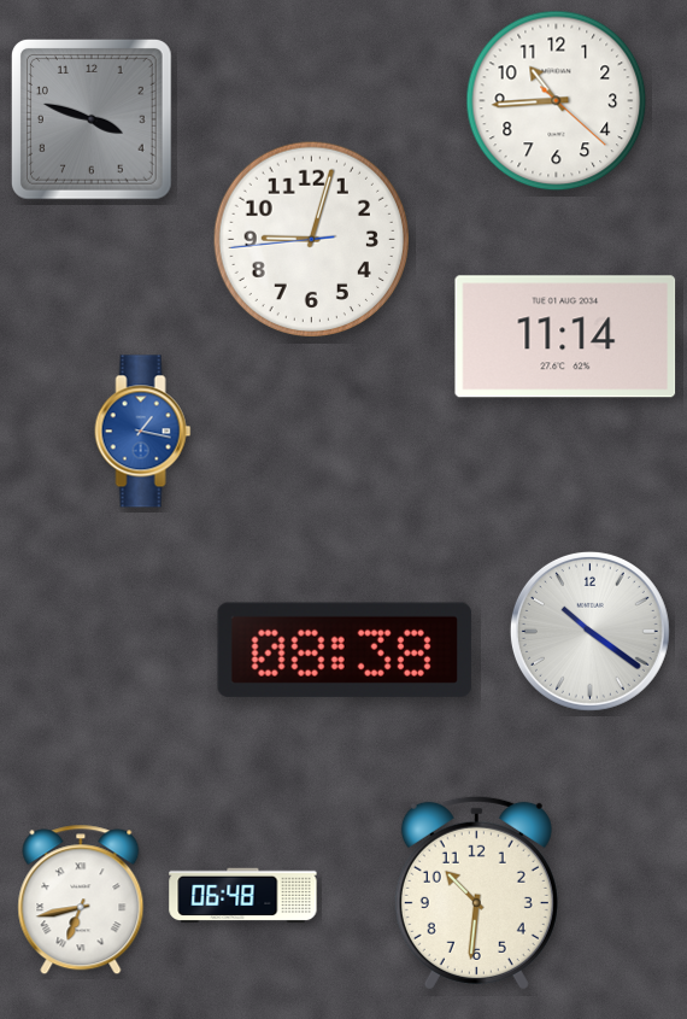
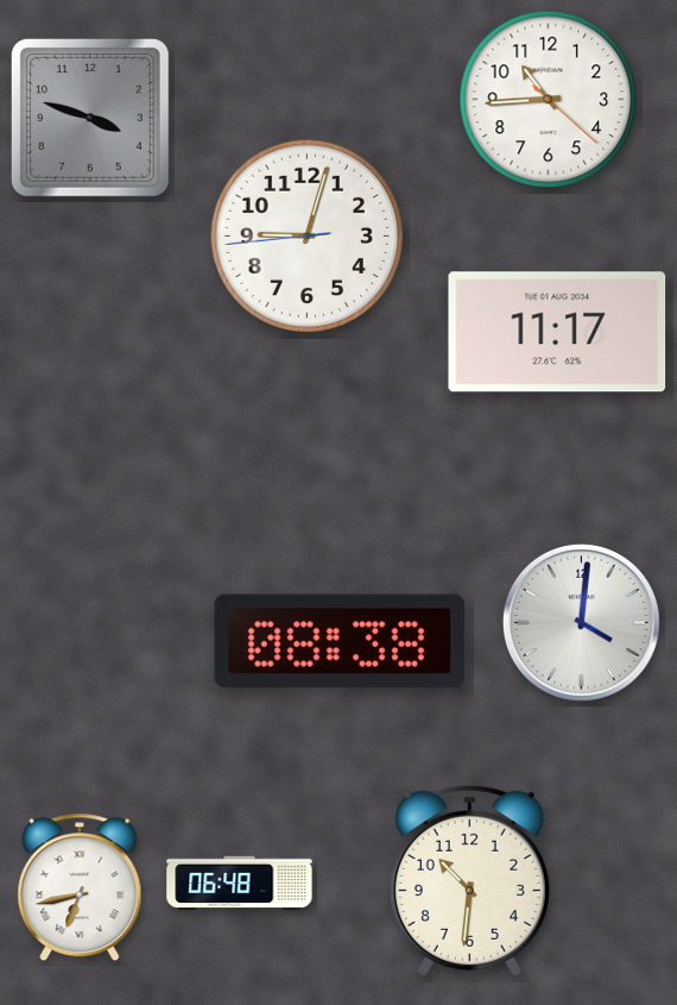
clock at (565, 336): 11:14 -> 11:17
clock at (143, 432): 1:17 -> none
clock at (589, 631): 10:21 -> 4:01
